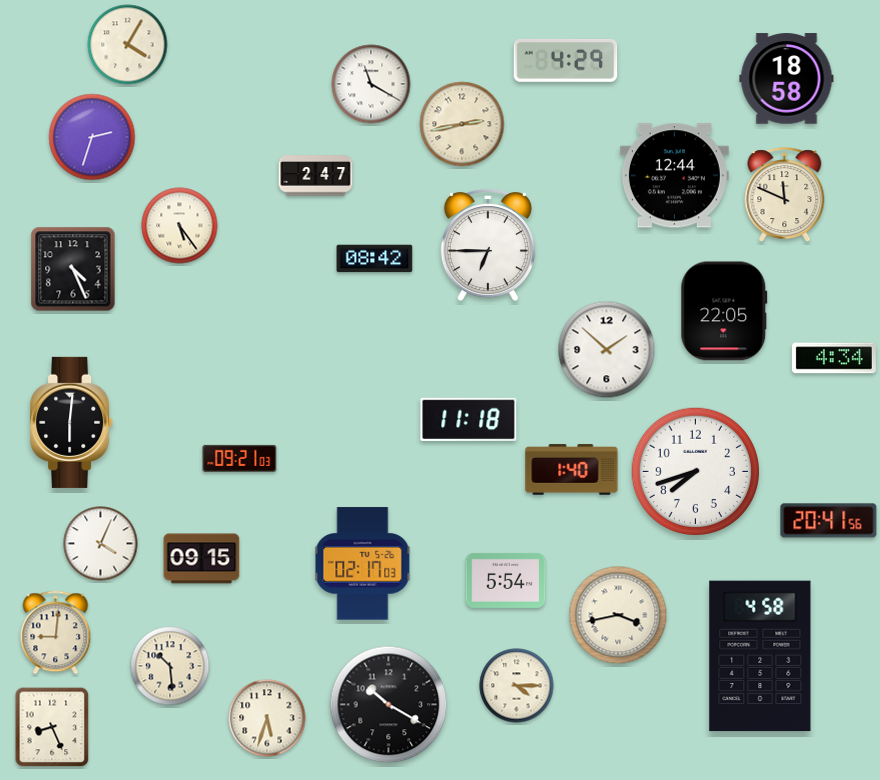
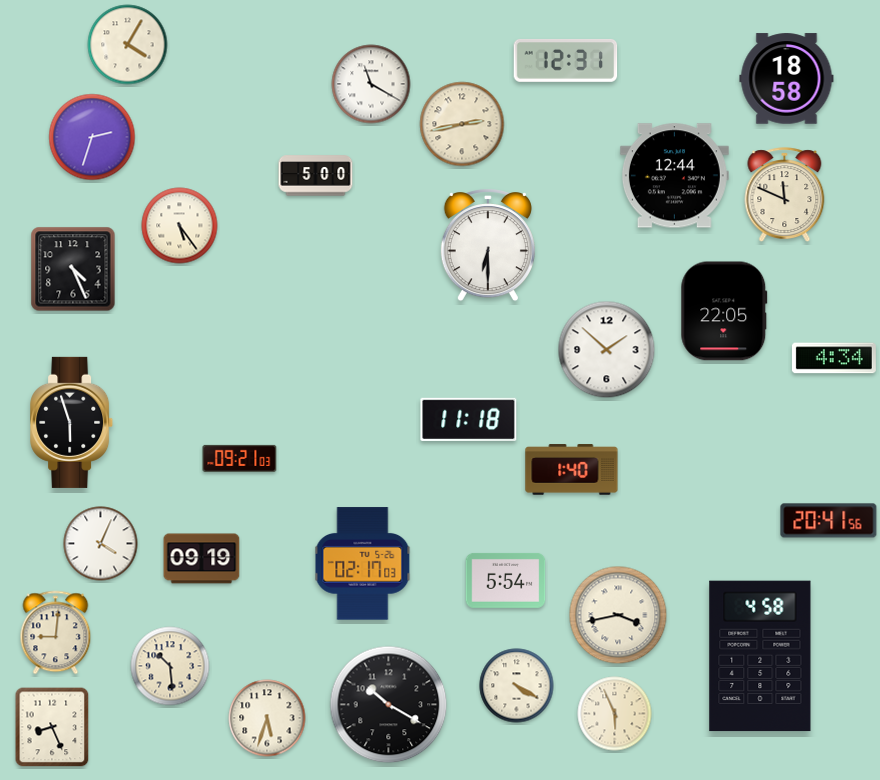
clock at (566, 60): 4:29 -> 12:31
clock at (316, 176): 2:47 -> 5:00
clock at (488, 246): 6:45 -> 6:30
clock at (375, 259): 08:42 -> none
clock at (72, 422): 6:01 -> 5:57
clock at (695, 471): 7:42 -> none
clock at (202, 559): 09:15 -> 09:19
clock at (517, 686): 4:15 -> 4:20
clock at (615, 714): none -> 5:56
